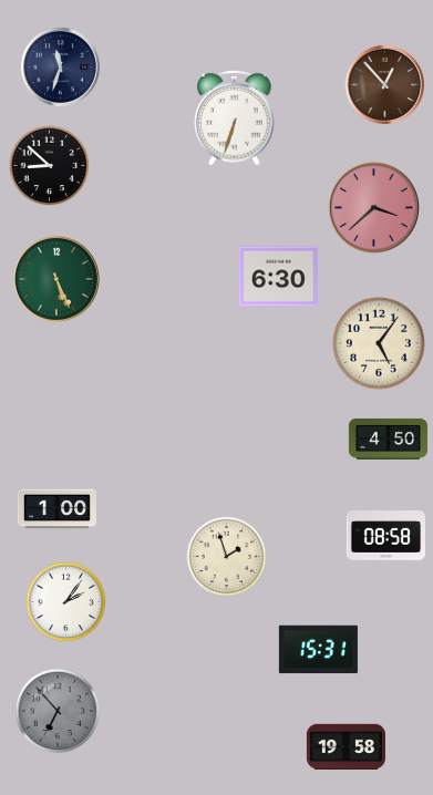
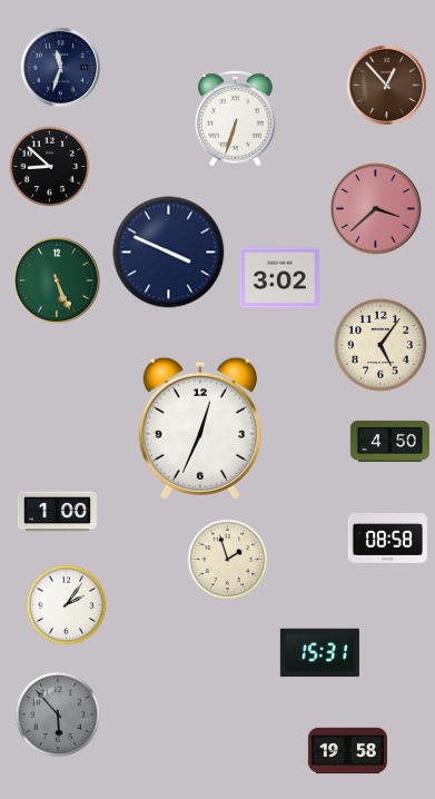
clock at (169, 253): none -> 3:49
clock at (278, 277): 6:30 -> 3:02
clock at (200, 428): none -> 12:34
clock at (58, 711): 6:53 -> 5:53
